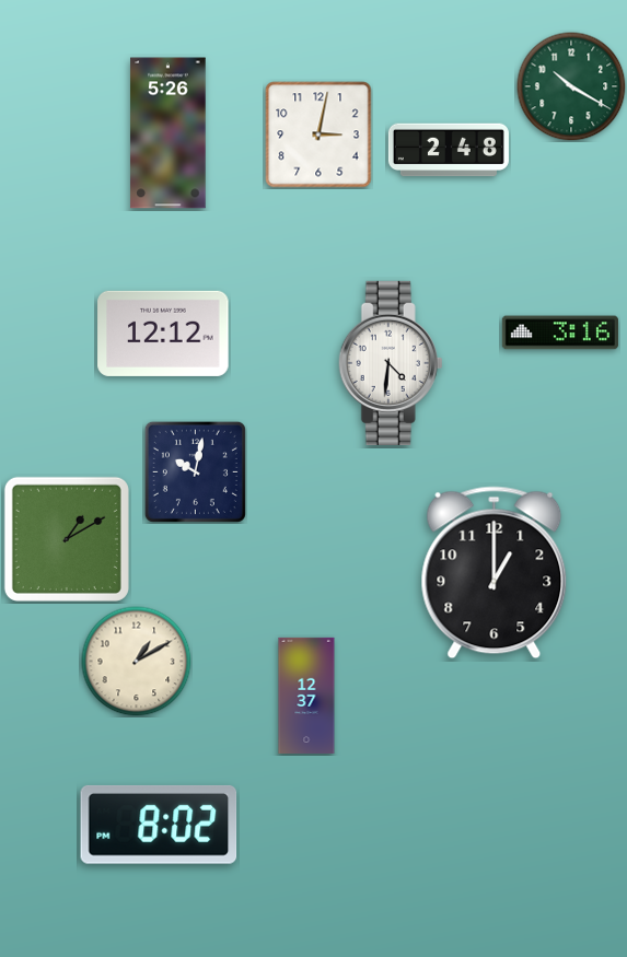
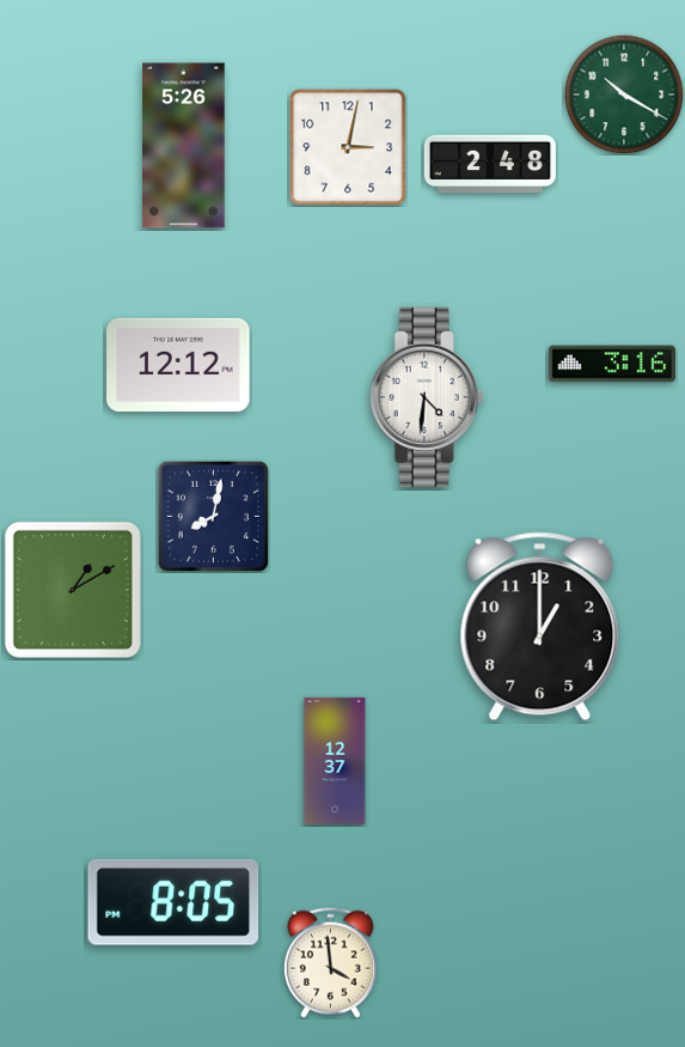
clock at (195, 471): 10:02 -> 8:02
clock at (137, 662): 1:10 -> none
clock at (159, 825): 8:02 -> 8:05
clock at (330, 962): none -> 3:59
